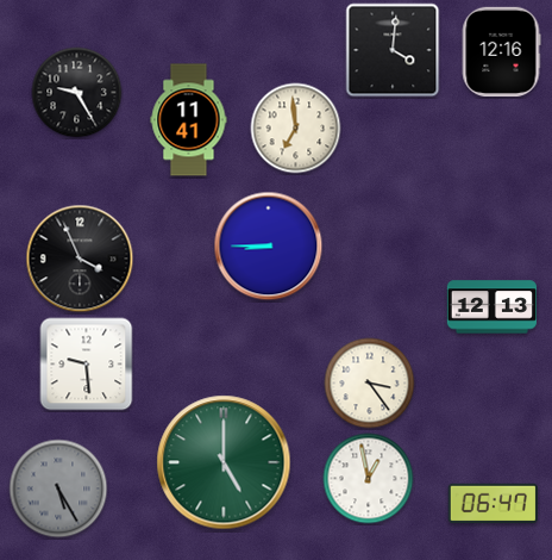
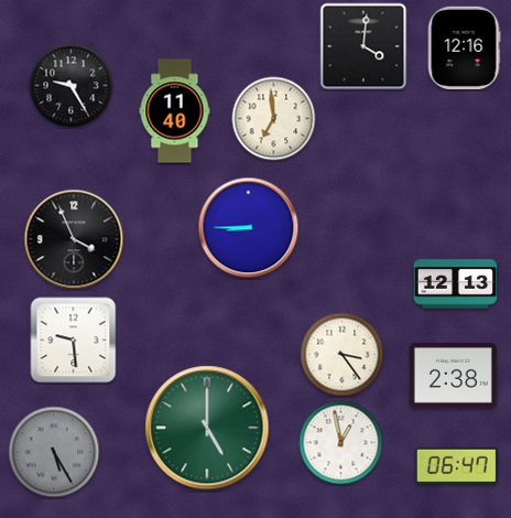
clock at (189, 120): 11:41 -> 11:40
clock at (87, 365) position: (87, 365) -> (74, 341)
clock at (453, 375): none -> 2:38
